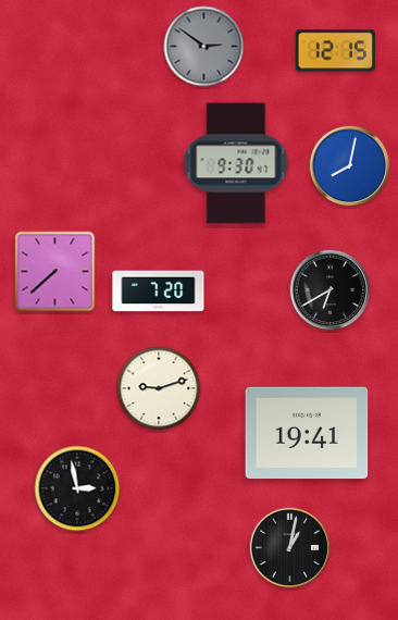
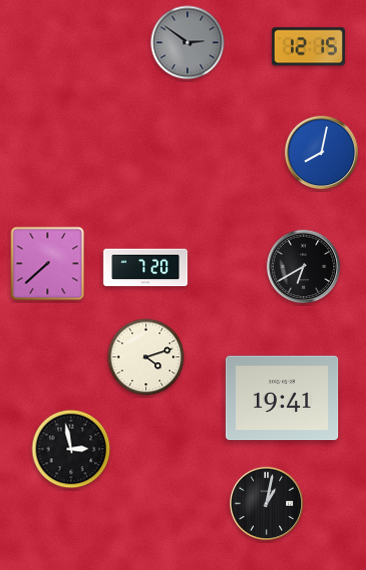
clock at (236, 163): 9:30 -> none
clock at (55, 272) position: (55, 272) -> (48, 264)
clock at (159, 388): 9:12 -> 4:12
